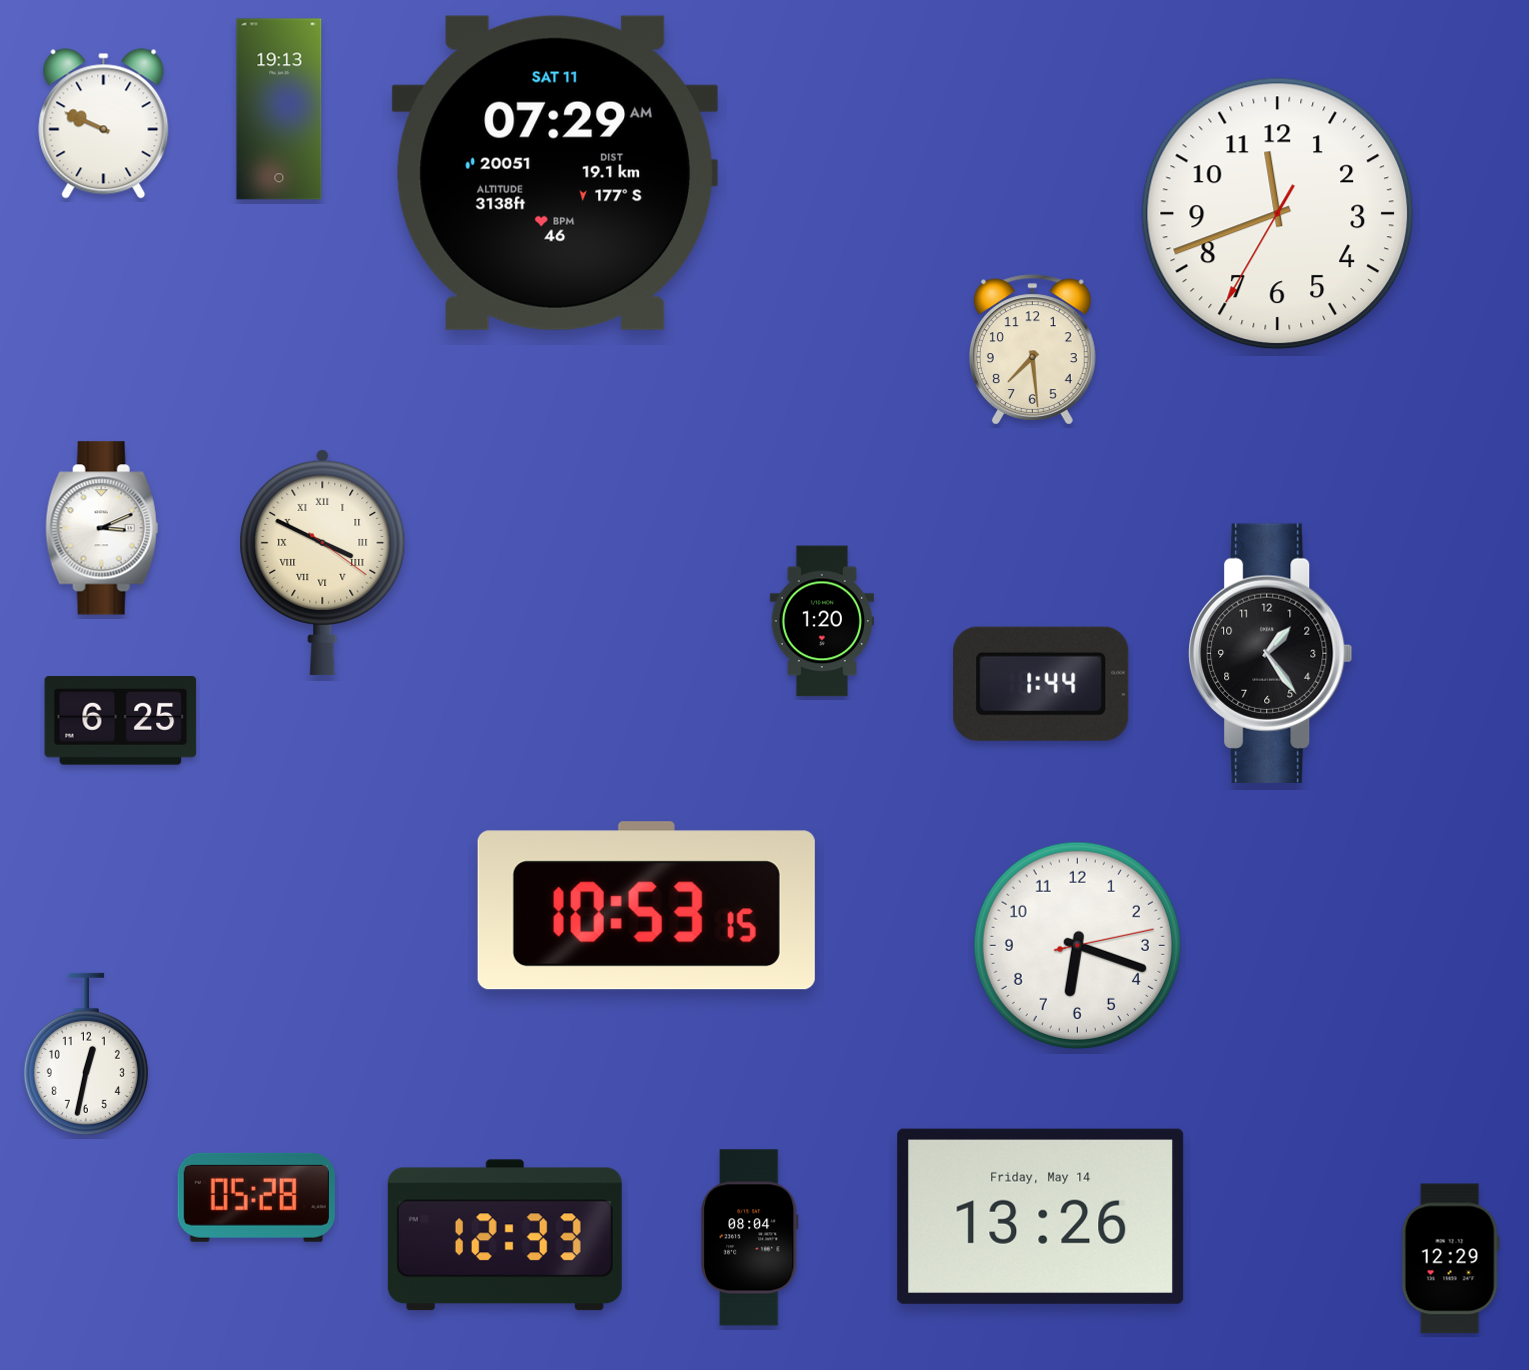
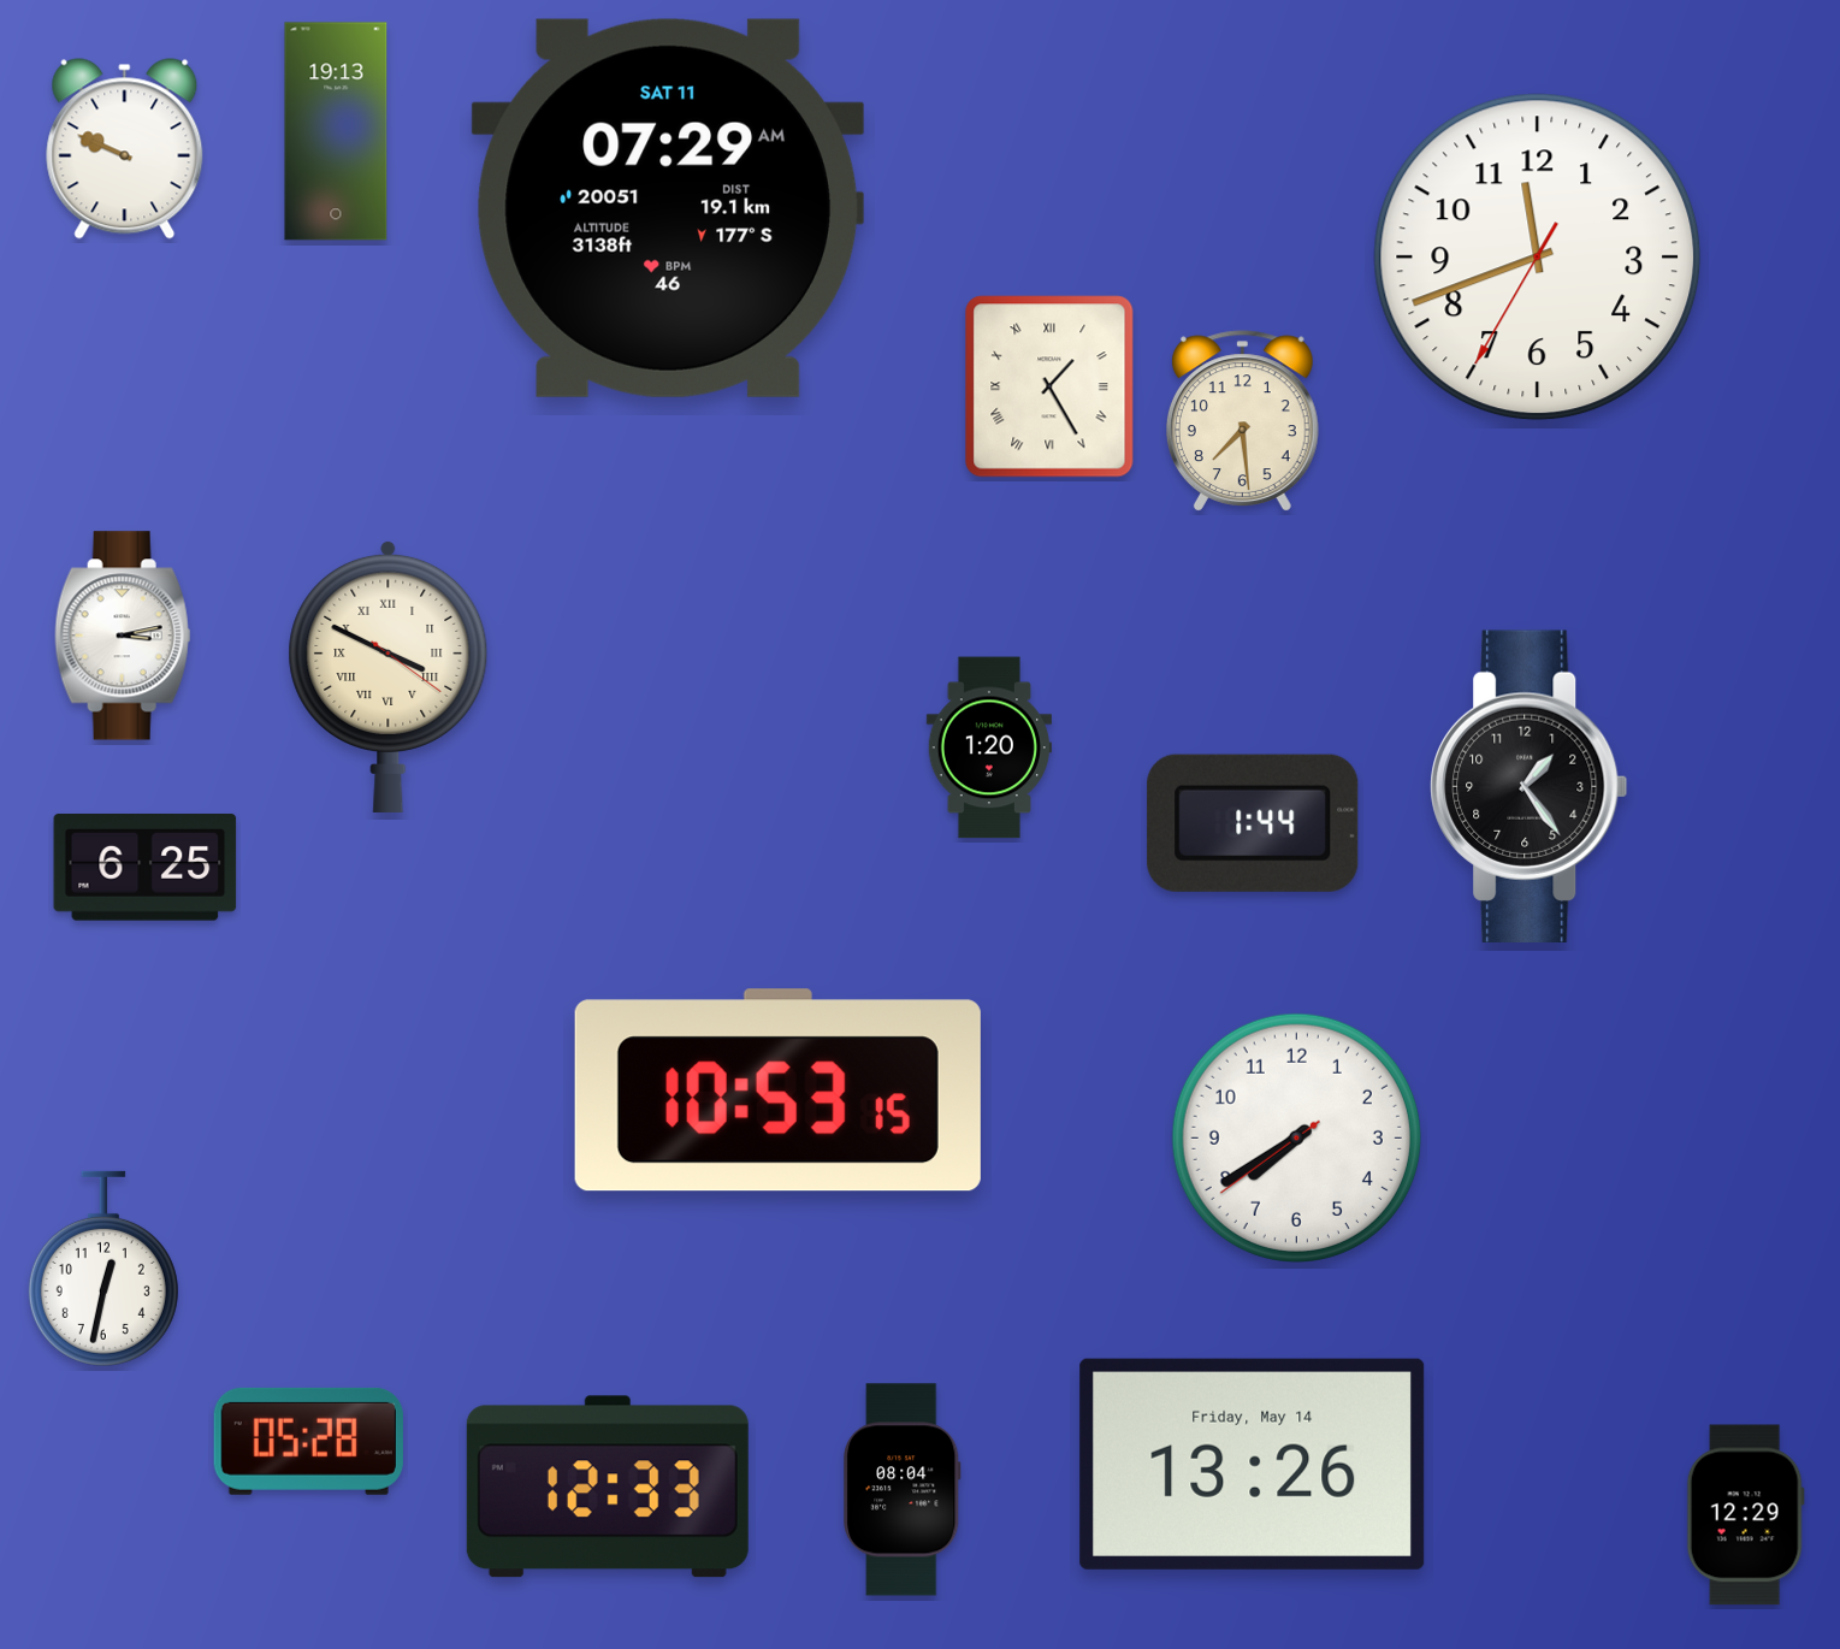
clock at (1049, 386): none -> 1:25
clock at (102, 528): 3:11 -> 3:13
clock at (1077, 945): 6:18 -> 7:39
